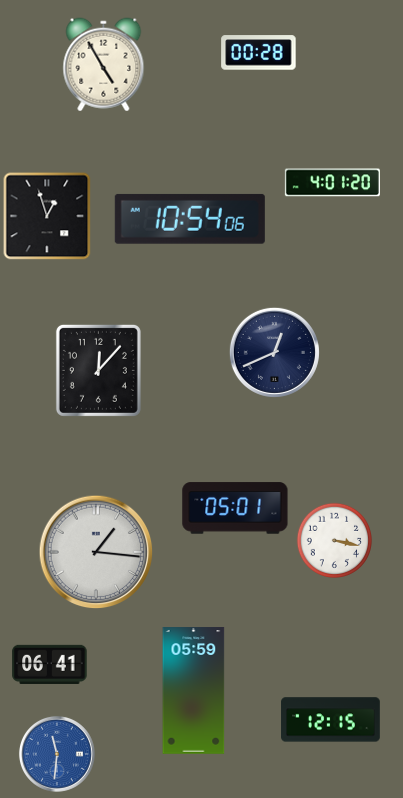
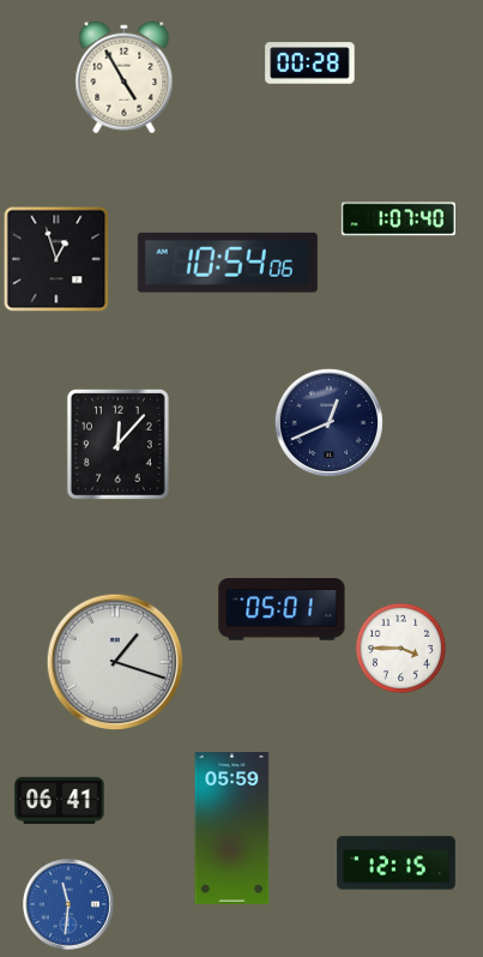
clock at (332, 183): 4:01 -> 1:07
clock at (335, 541): 3:17 -> 3:45
clock at (96, 552): 1:16 -> 1:18
clock at (50, 664) position: (50, 664) -> (60, 800)
